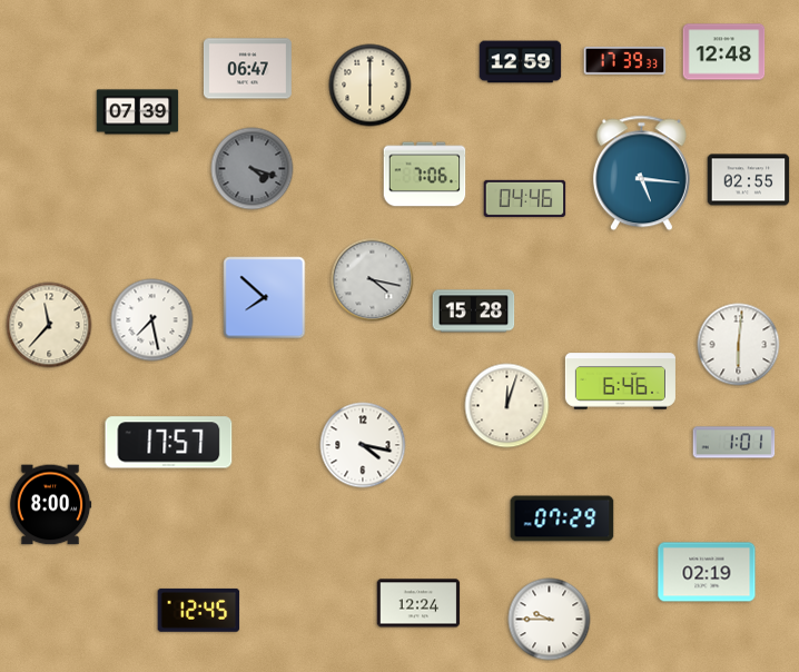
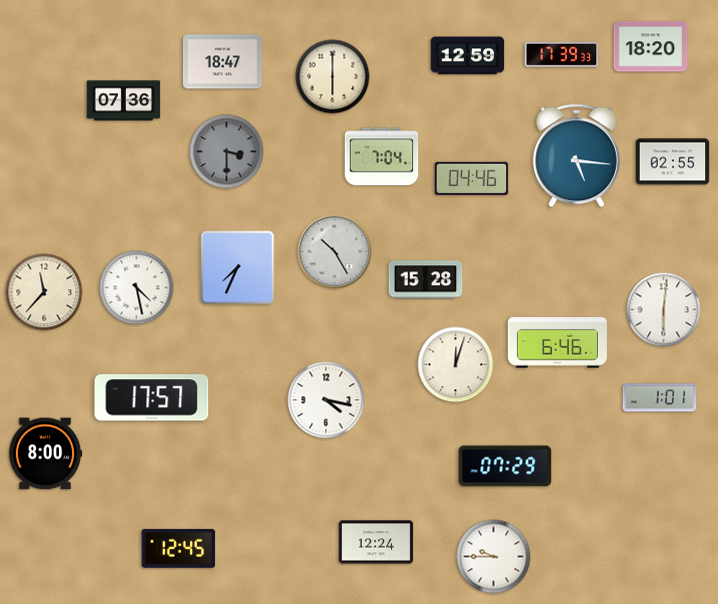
clock at (724, 52): 12:48 -> 18:20
clock at (247, 69): 06:47 -> 18:47
clock at (138, 112): 07:39 -> 07:36
clock at (253, 169): 4:18 -> 3:30
clock at (425, 175): 7:06 -> 7:04
clock at (373, 280): 4:17 -> 10:25
clock at (265, 298): 7:52 -> 7:34
clock at (152, 320): 7:28 -> 4:28
clock at (707, 572): 02:19 -> none
